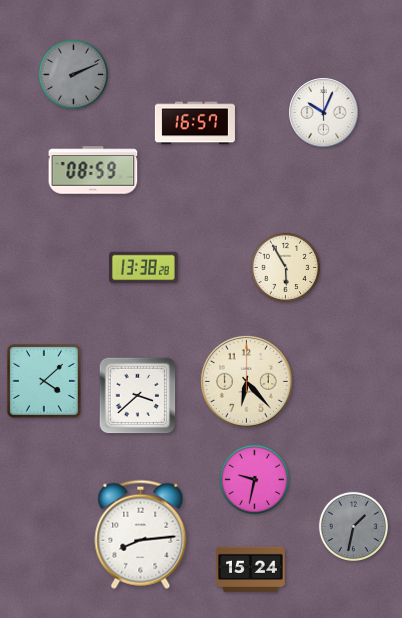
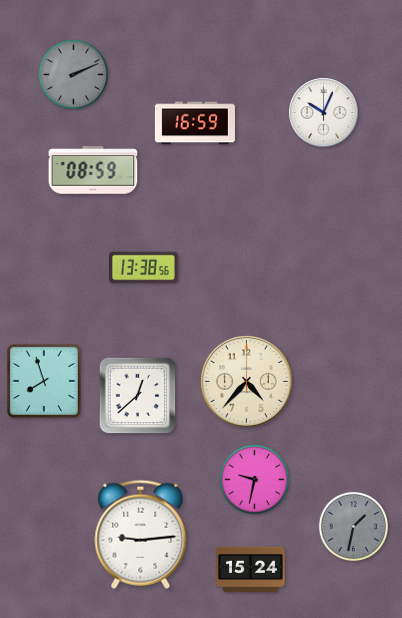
clock at (195, 123): 16:57 -> 16:59
clock at (285, 267): 5:55 -> none
clock at (144, 268): 13:38:28 -> 13:38:56
clock at (44, 381): 4:08 -> 7:57
clock at (246, 381): 6:23 -> 4:37
clock at (138, 396): 3:38 -> 12:38
clock at (141, 534): 8:14 -> 9:14
